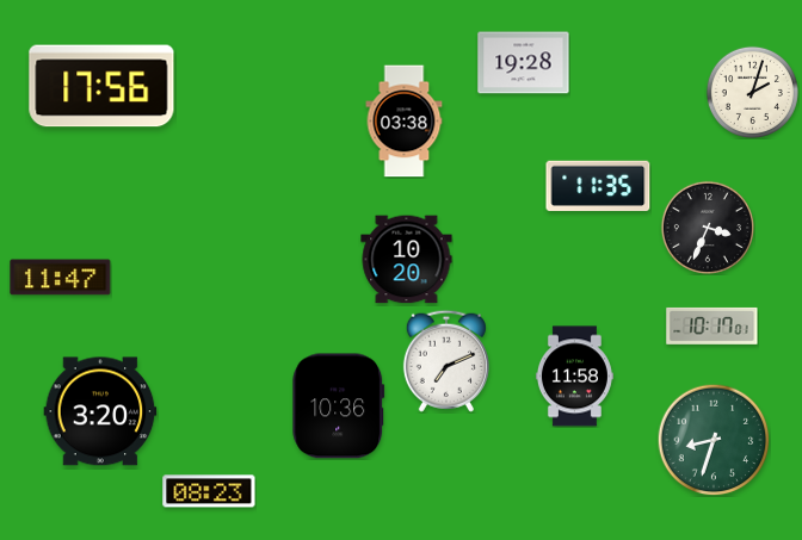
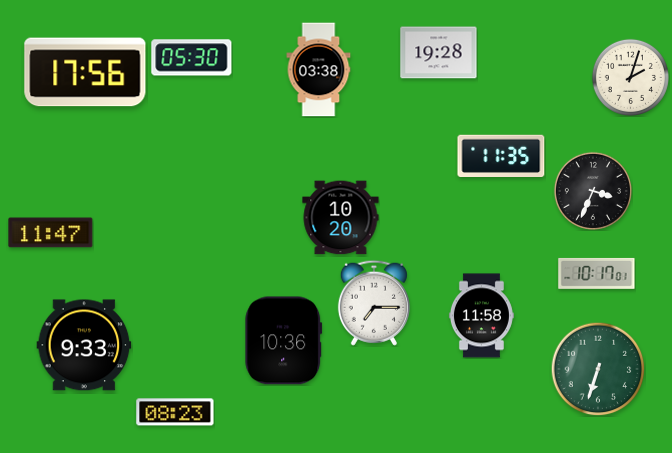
clock at (192, 58): none -> 05:30
clock at (405, 122) position: (405, 122) -> (319, 70)
clock at (446, 361): 7:11 -> 7:15
clock at (100, 411): 3:20 -> 9:33
clock at (714, 440): 8:33 -> 6:33
